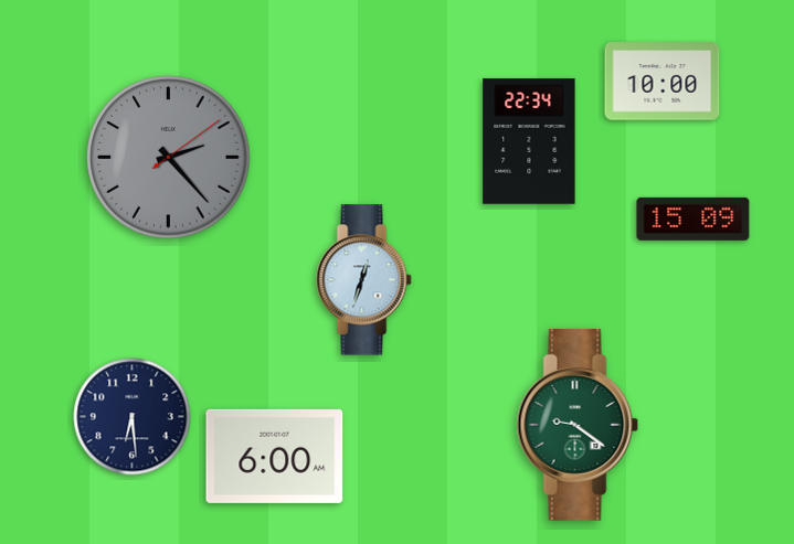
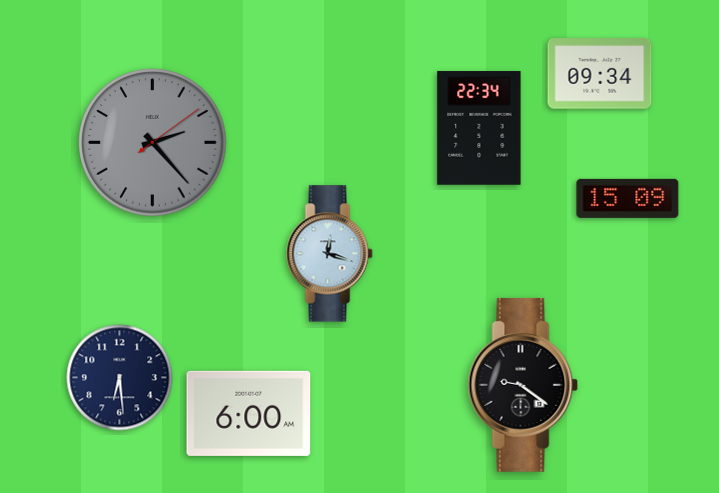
clock at (663, 82): 10:00 -> 09:34
clock at (364, 280): 12:33 -> 12:18
clock at (578, 425) dial: green -> black
